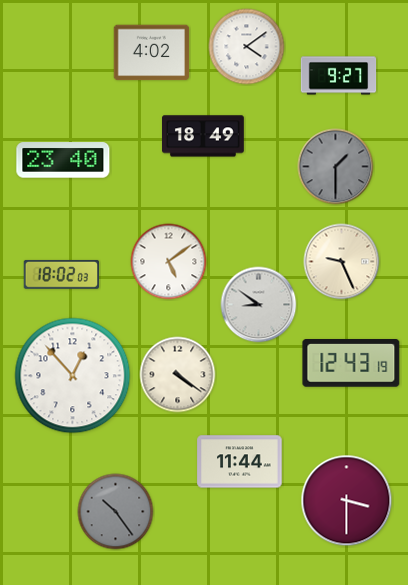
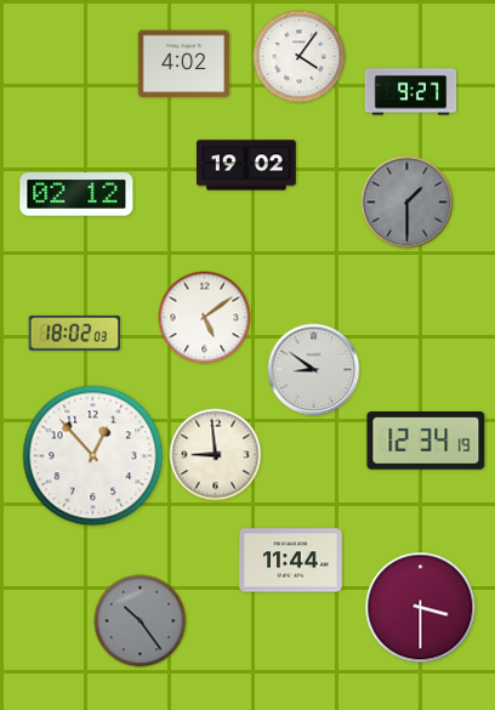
clock at (247, 47): 4:09 -> 4:06
clock at (204, 136): 18:49 -> 19:02
clock at (63, 160): 23:40 -> 02:12
clock at (342, 262): 9:26 -> none
clock at (351, 364): 12:43 -> 12:34
clock at (178, 375): 4:21 -> 8:59
clock at (73, 376) position: (73, 376) -> (93, 456)
